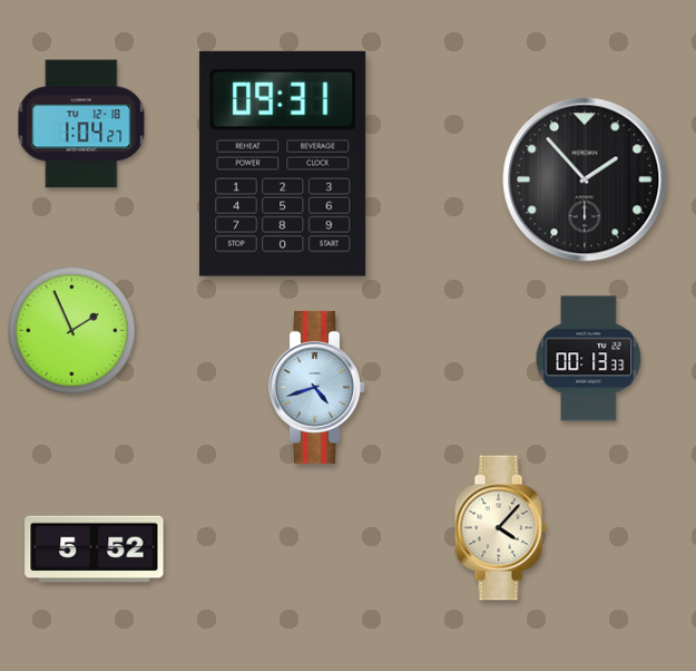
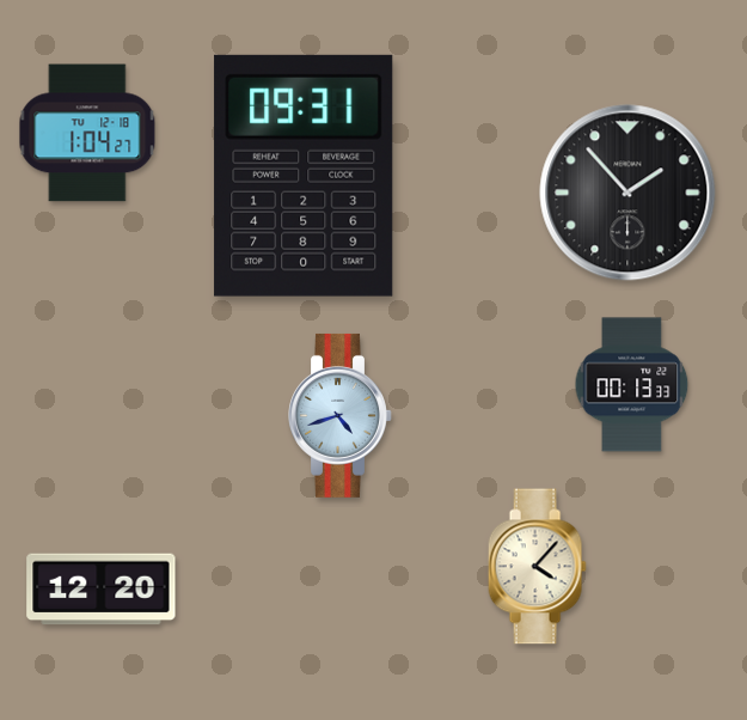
clock at (71, 330): 1:56 -> none
clock at (95, 550): 5:52 -> 12:20
